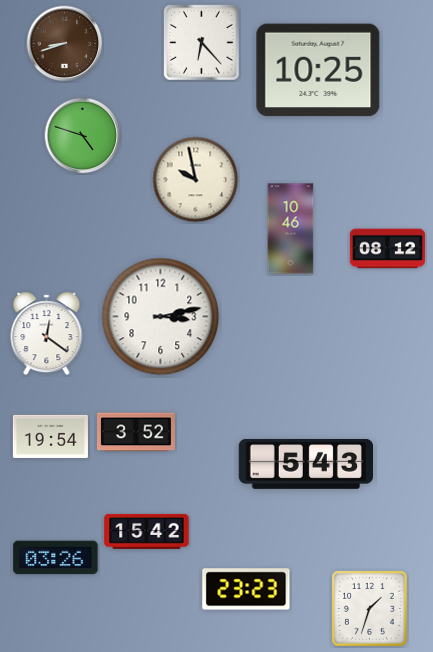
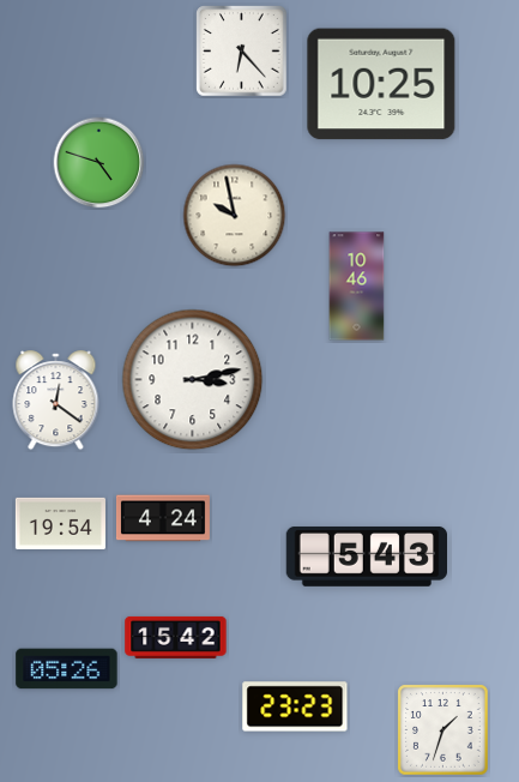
clock at (65, 44): 8:42 -> none
clock at (291, 229) position: (291, 229) -> (357, 287)
clock at (387, 249): 08:12 -> none
clock at (136, 432): 3:52 -> 4:24
clock at (56, 558): 03:26 -> 05:26
